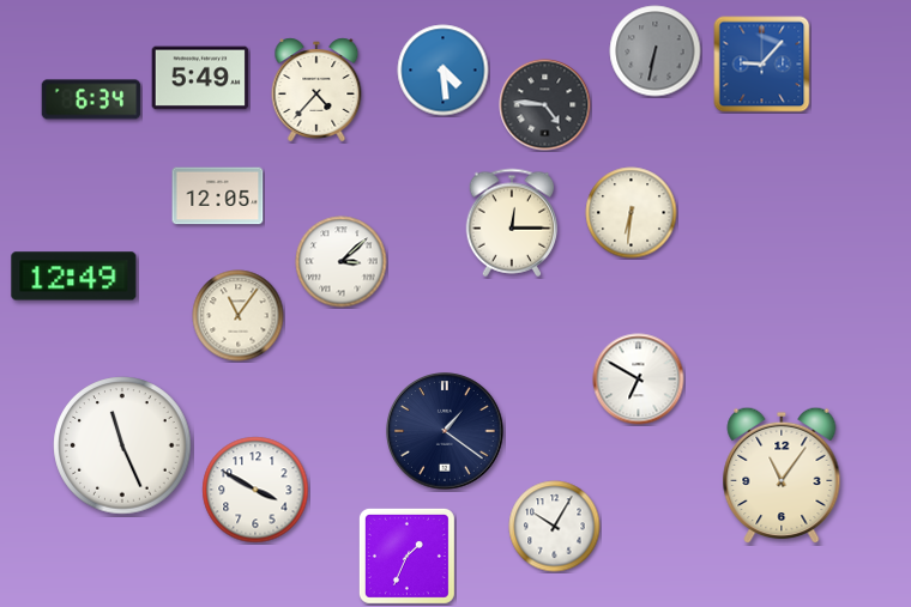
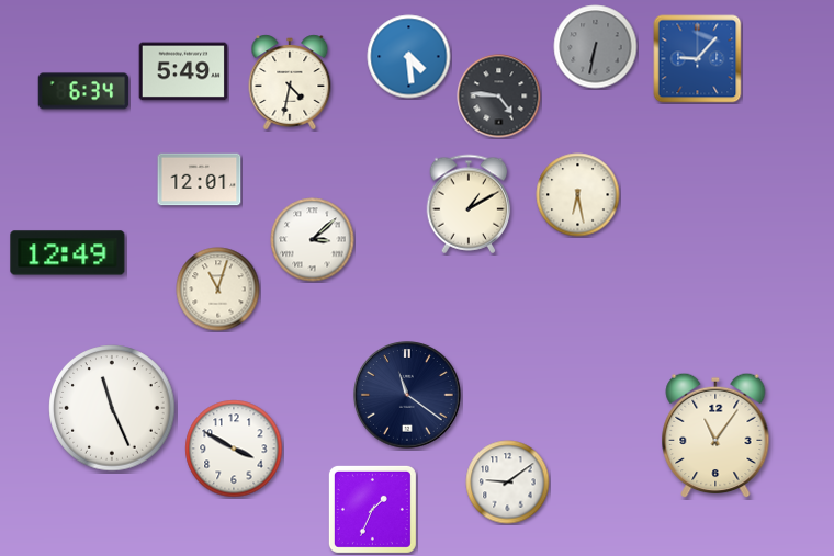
clock at (656, 51) position: (656, 51) -> (596, 47)
clock at (444, 71) position: (444, 71) -> (409, 57)
clock at (316, 90): 4:37 -> 4:32
clock at (218, 196): 12:05 -> 12:01
clock at (632, 213): 6:31 -> 6:28
clock at (512, 223): 12:15 -> 1:10
clock at (239, 316): 11:06 -> 11:03
clock at (639, 380): 6:50 -> none
clock at (445, 431): 1:21 -> 11:21
clock at (555, 527): 10:05 -> 9:09
